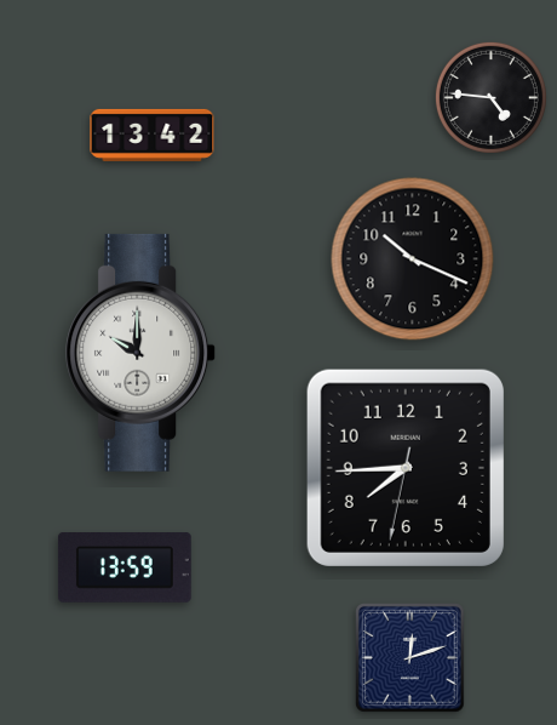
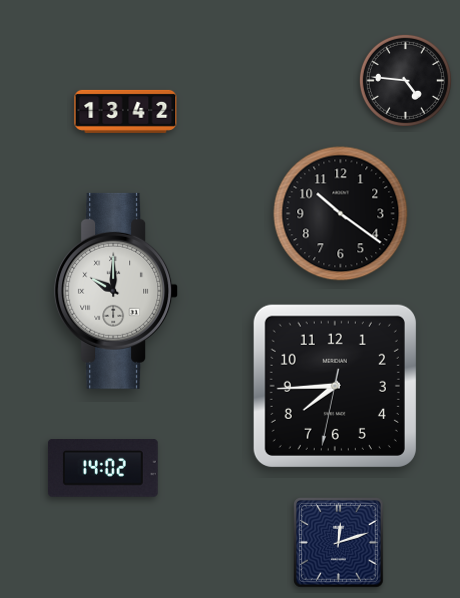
clock at (413, 259): 10:19 -> 10:21
clock at (125, 569): 13:59 -> 14:02
